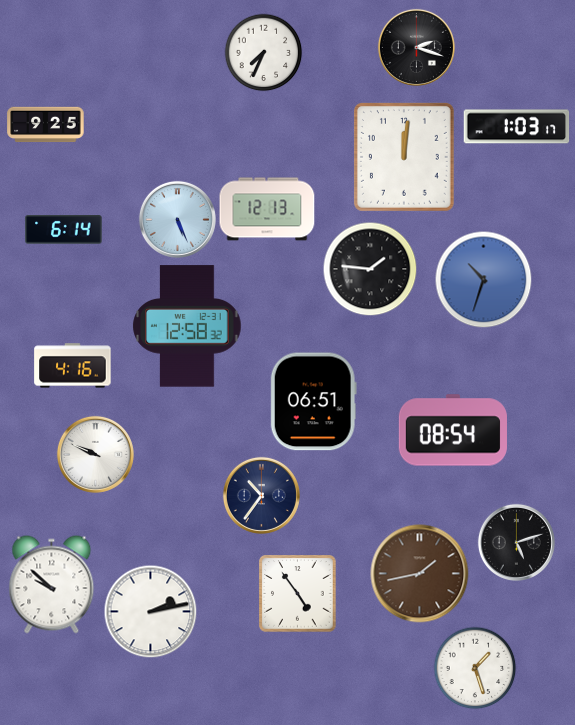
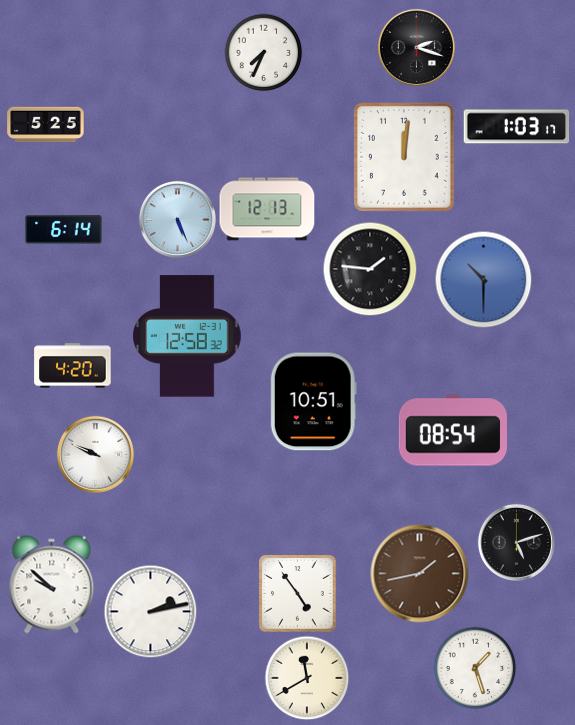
clock at (46, 125): 9:25 -> 5:25
clock at (483, 279): 10:33 -> 10:30
clock at (187, 326) position: (187, 326) -> (187, 336)
clock at (73, 366): 4:16 -> 4:20
clock at (313, 402): 06:51 -> 10:51
clock at (261, 495): 10:36 -> none
clock at (307, 678): none -> 11:40
